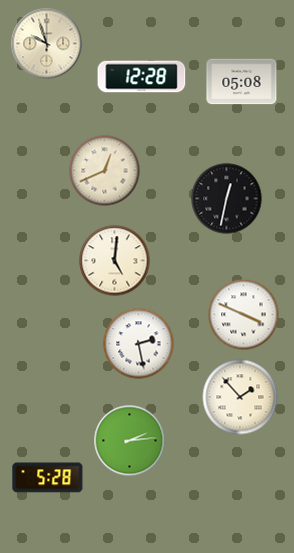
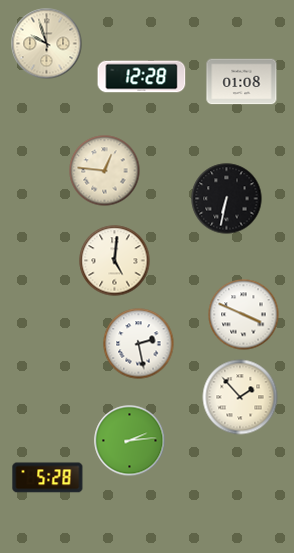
clock at (242, 82): 05:08 -> 01:08
clock at (105, 171): 12:41 -> 12:46
clock at (227, 199): 12:32 -> 6:32
